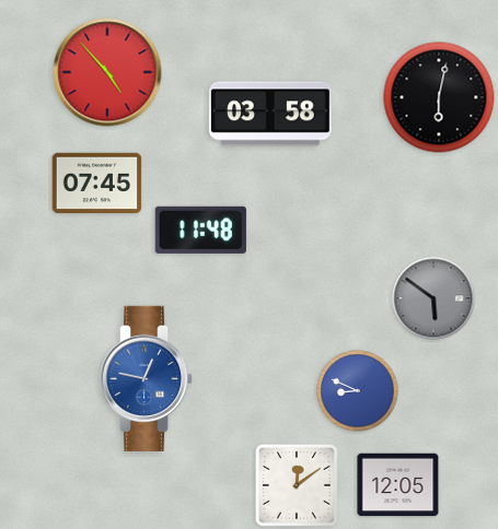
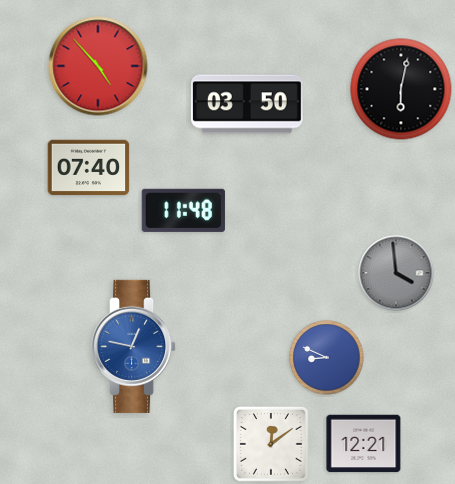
clock at (270, 114): 03:58 -> 03:50
clock at (97, 184): 07:45 -> 07:40
clock at (433, 298): 5:51 -> 3:59
clock at (398, 485): 12:05 -> 12:21
